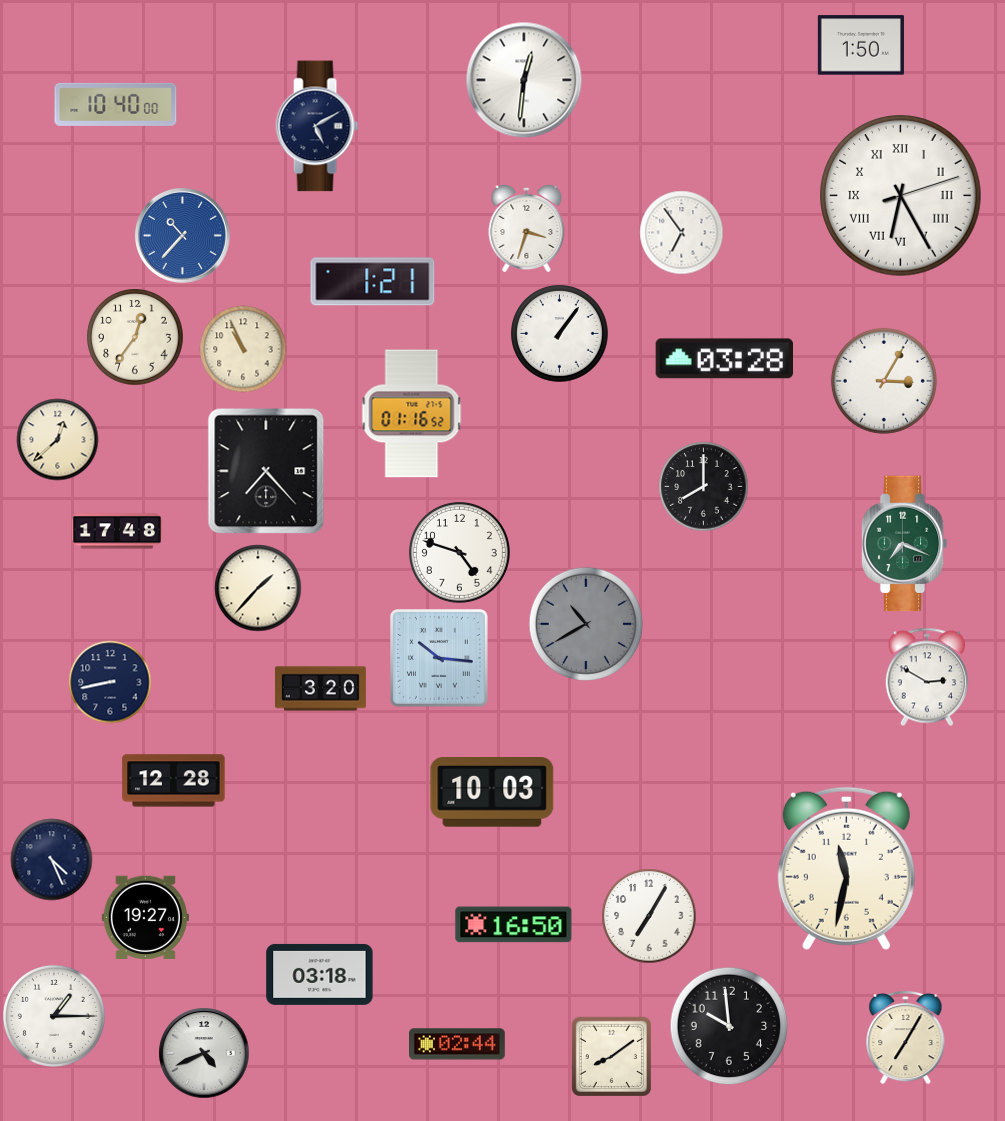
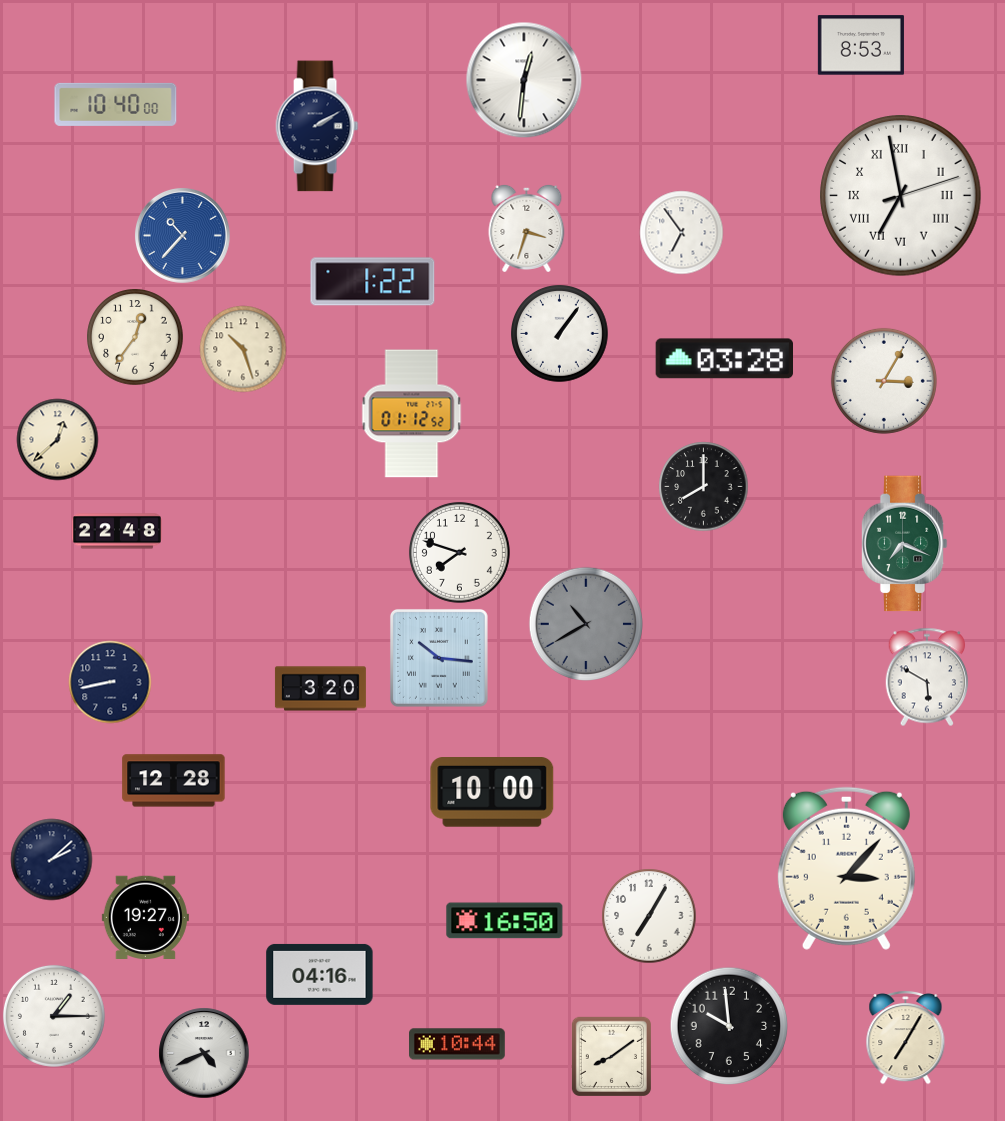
clock at (861, 45): 1:50 -> 8:53
clock at (317, 126): 5:10 -> 2:10
clock at (901, 196): 6:25 -> 6:58
clock at (373, 282): 1:21 -> 1:22
clock at (243, 349): 10:56 -> 10:27
clock at (412, 414): 01:16 -> 01:12
clock at (266, 471): 7:23 -> none
clock at (117, 531): 17:48 -> 22:48
clock at (459, 552): 4:48 -> 7:48
clock at (258, 588): 1:37 -> none
clock at (927, 677): 2:50 -> 5:50
clock at (492, 793): 10:03 -> 10:00
clock at (51, 859): 4:26 -> 2:08
clock at (846, 868): 11:32 -> 3:07
clock at (514, 925) position: (514, 925) -> (505, 921)
clock at (320, 974): 03:18 -> 04:16
clock at (458, 1044): 02:44 -> 10:44
